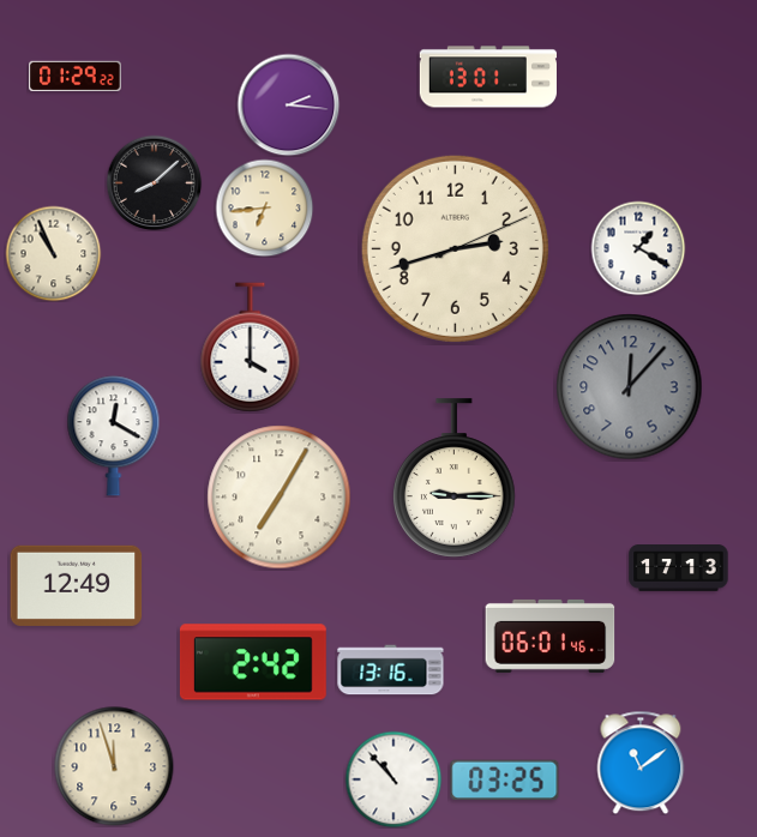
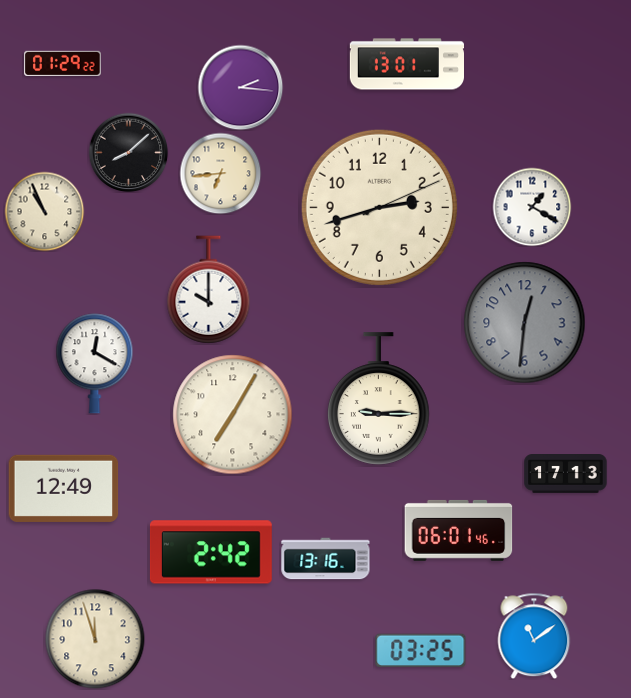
clock at (251, 348): 4:00 -> 10:00
clock at (630, 387): 12:07 -> 12:31
clock at (393, 779): 10:53 -> none
